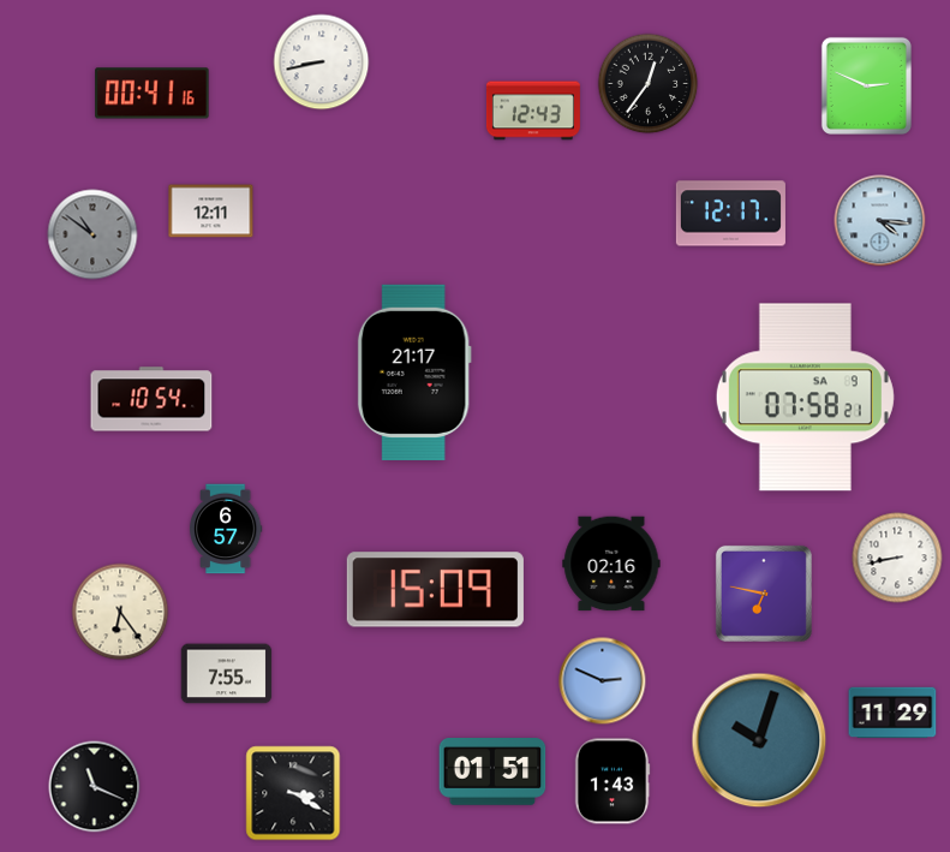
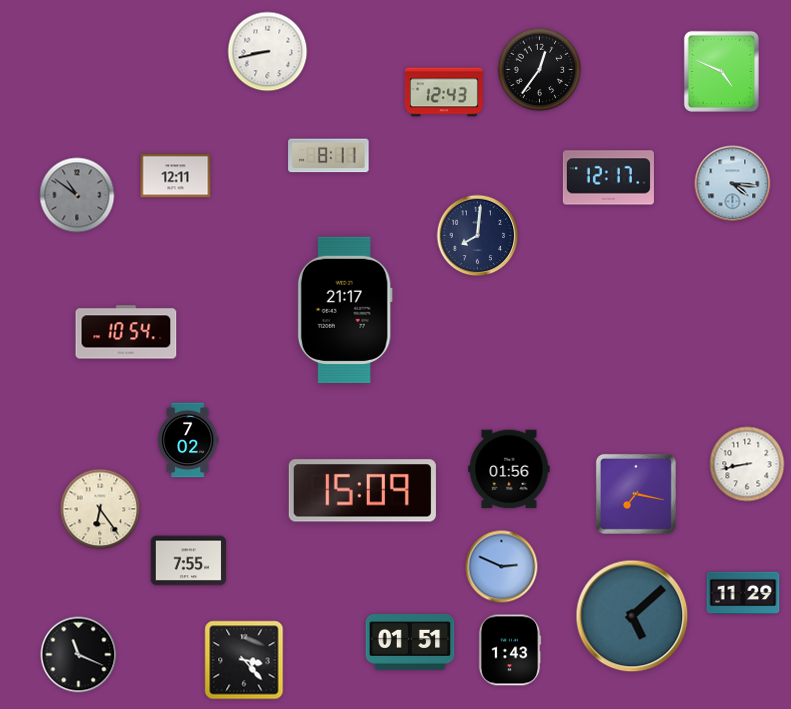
clock at (866, 85): 2:49 -> 4:49
clock at (153, 94): 00:41 -> none
clock at (329, 156): none -> 8:11
clock at (478, 236): none -> 8:01
clock at (805, 398): 07:58 -> none
clock at (226, 529): 6:57 -> 7:02
clock at (611, 564): 02:16 -> 01:56
clock at (764, 594): 6:47 -> 7:17
clock at (759, 740): 10:03 -> 5:08
clock at (293, 793): 3:20 -> 3:23
